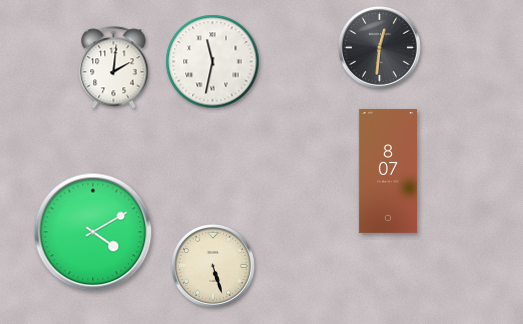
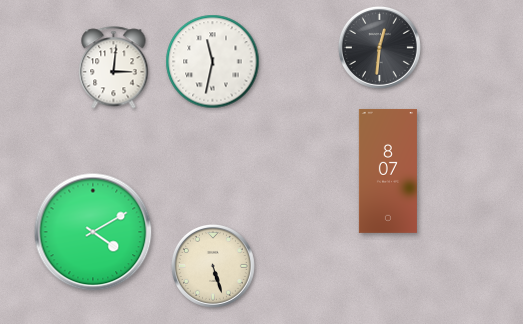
clock at (114, 68): 2:01 -> 3:01
